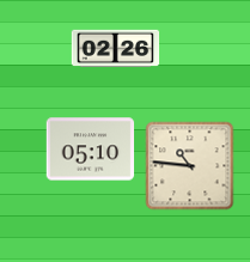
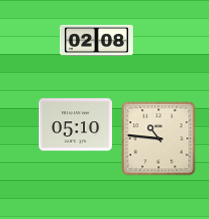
clock at (116, 48): 02:26 -> 02:08
